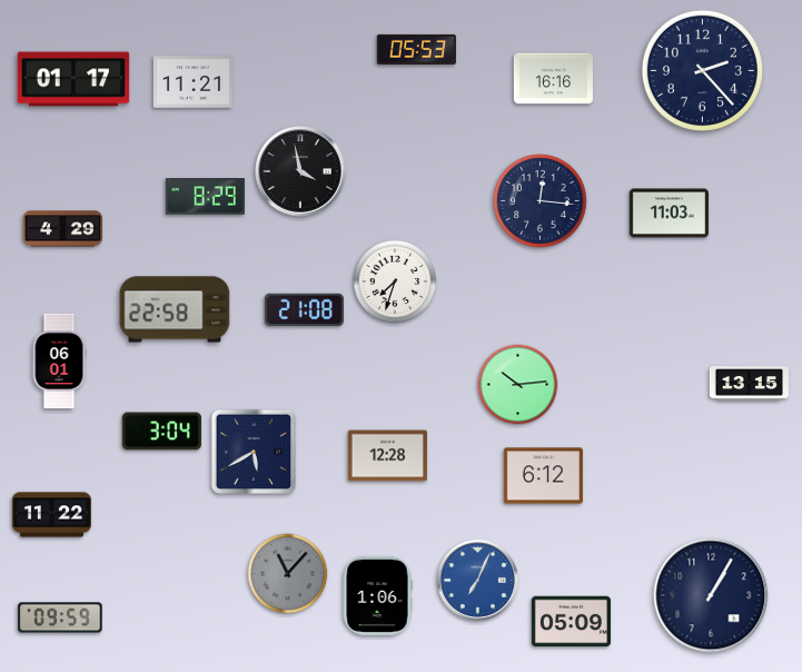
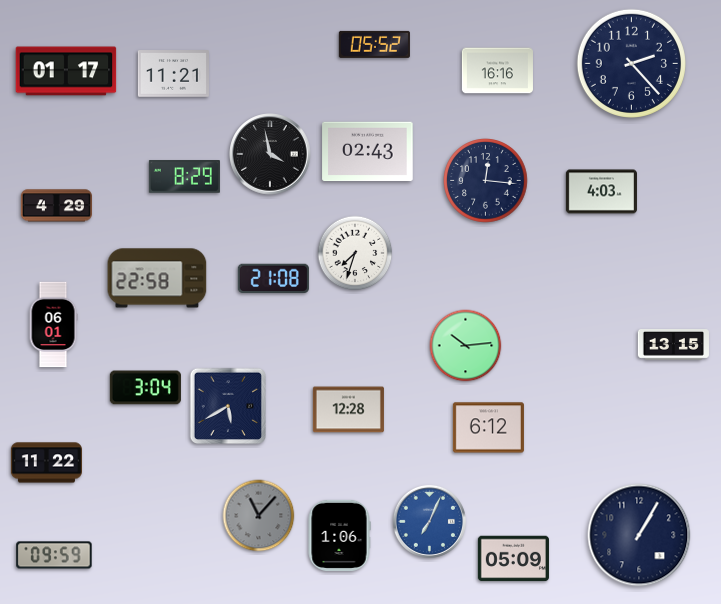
clock at (416, 49): 05:53 -> 05:52
clock at (368, 152): none -> 02:43
clock at (669, 214): 11:03 -> 4:03
